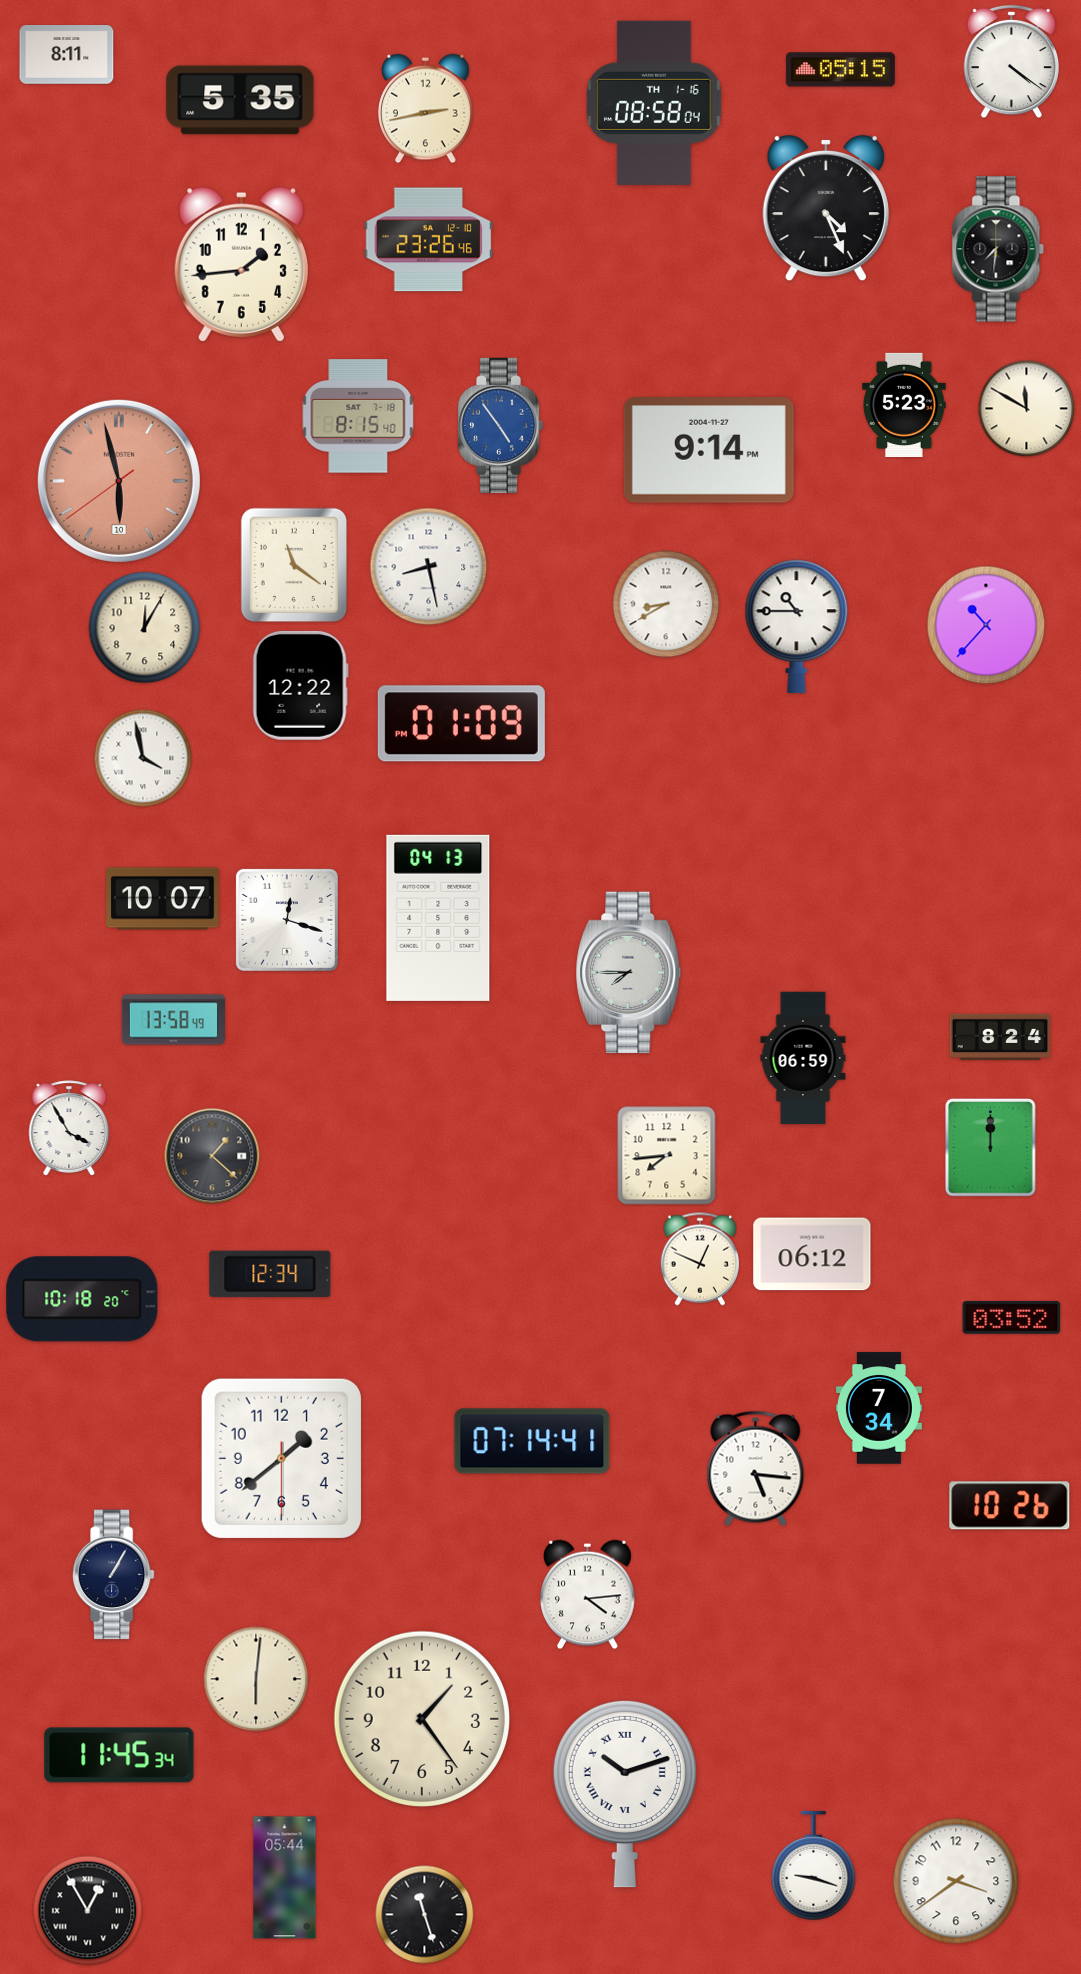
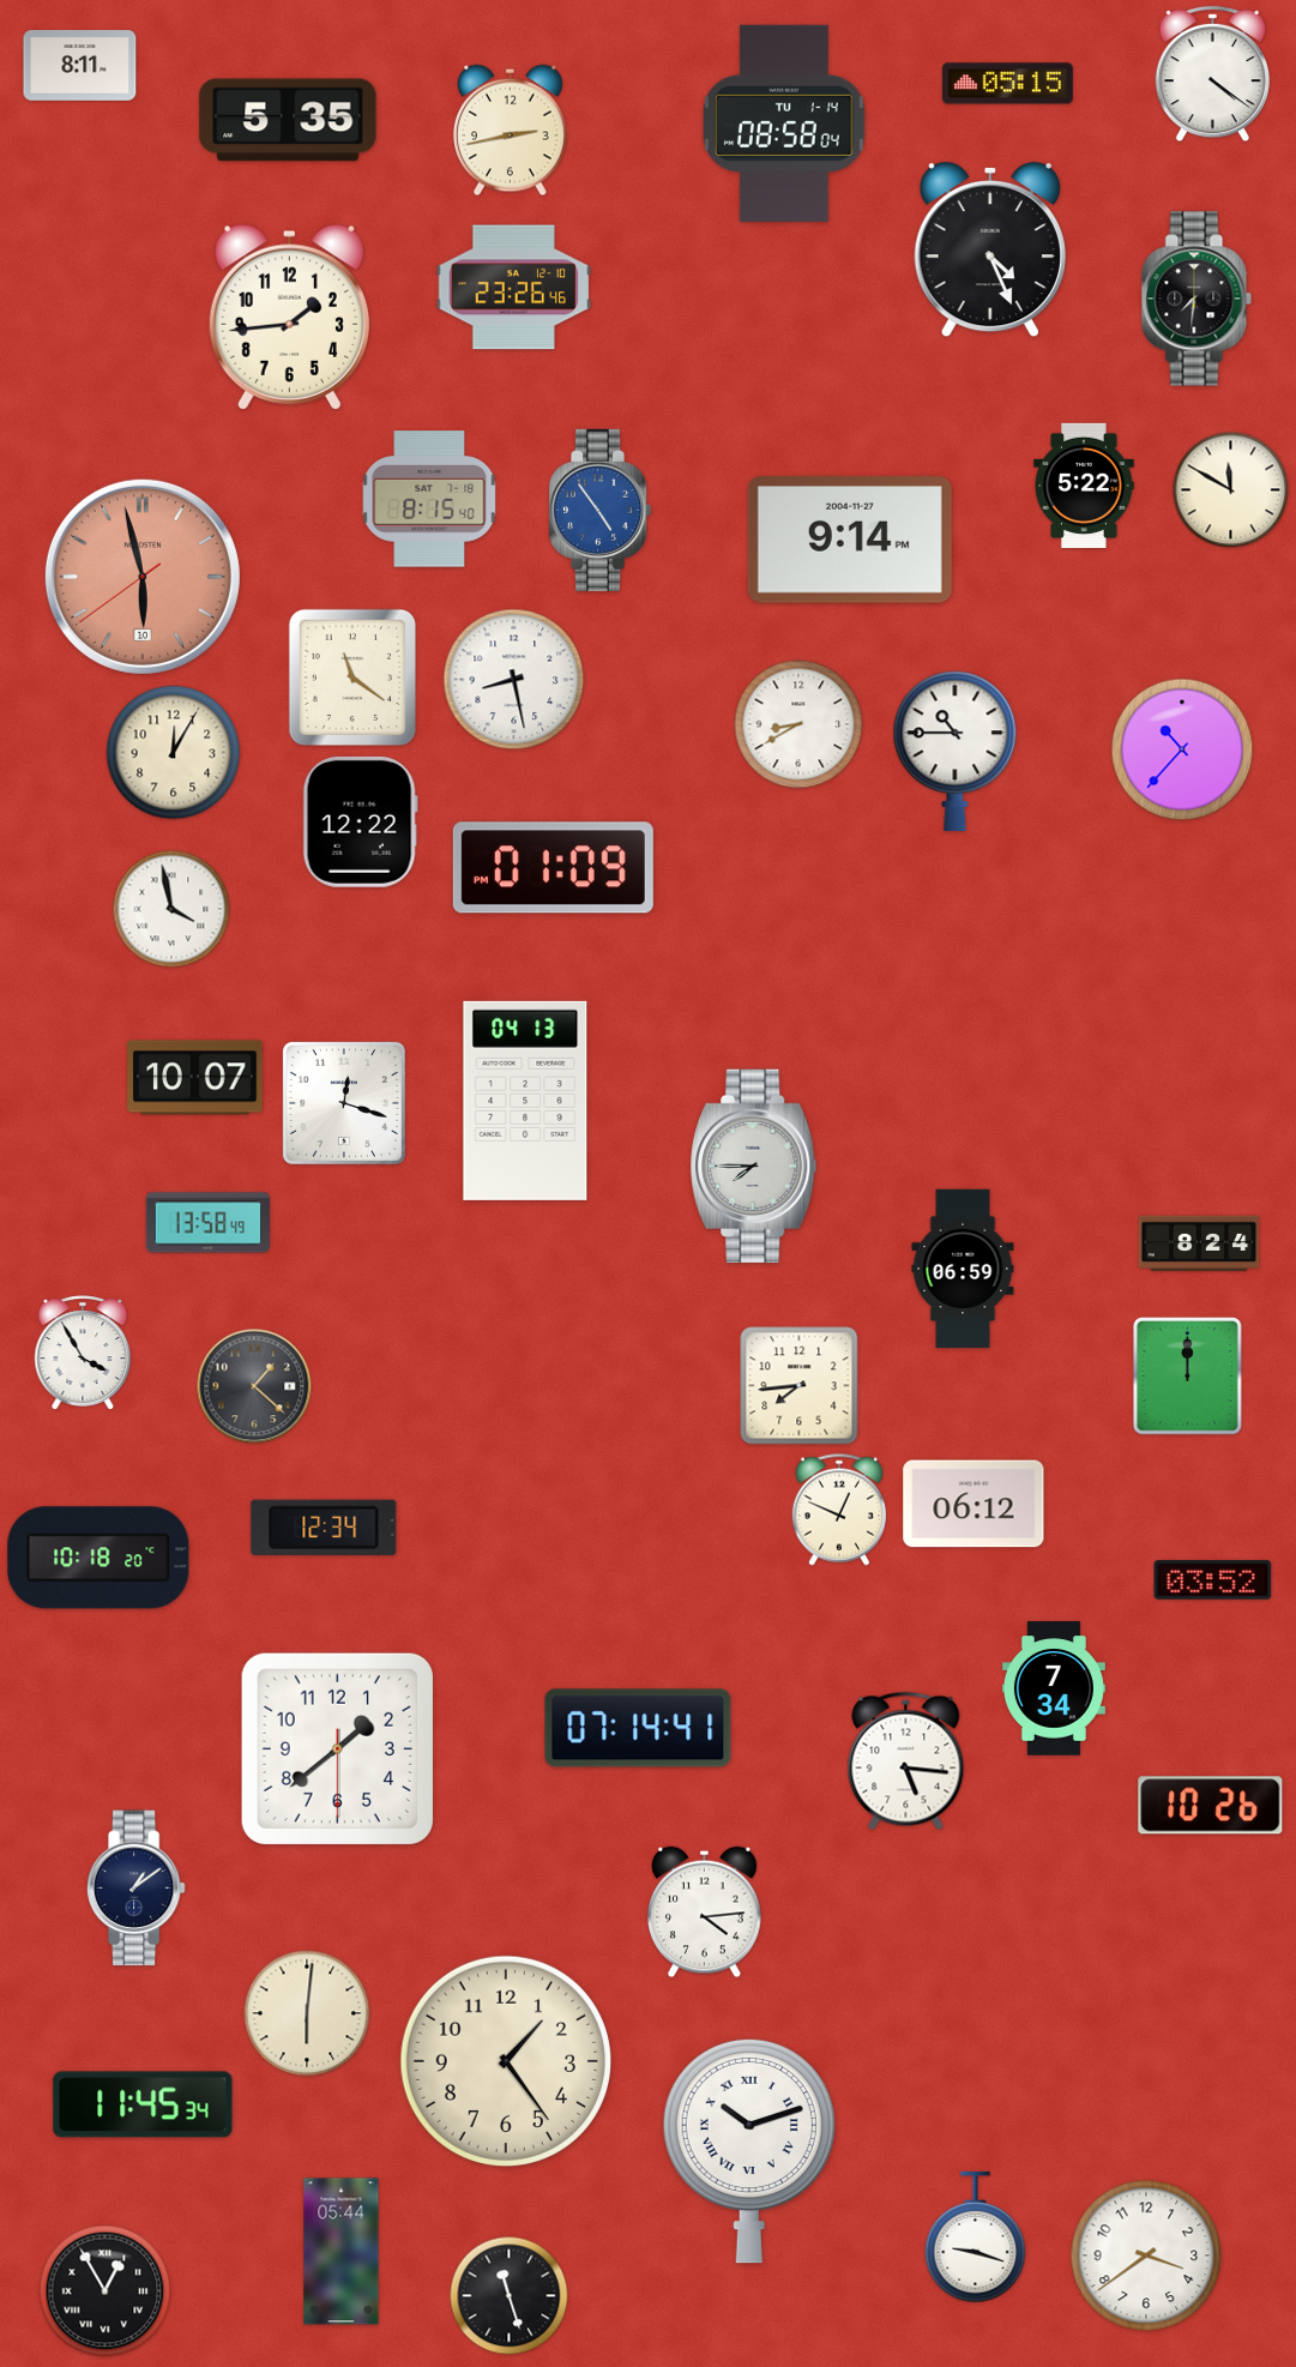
clock at (654, 103) date: TH 1-16 -> TU 1-14
clock at (904, 405): 5:23 -> 5:22
clock at (113, 1575): 1:05 -> 1:09
